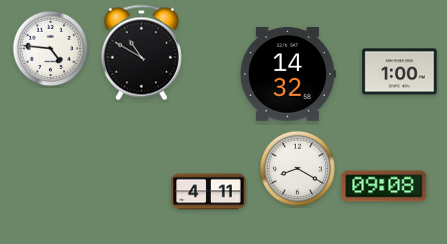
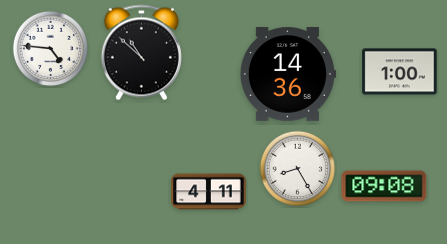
clock at (141, 53): 10:50 -> 10:52
clock at (288, 74): 14:32 -> 14:36
clock at (298, 169): 8:20 -> 8:25
